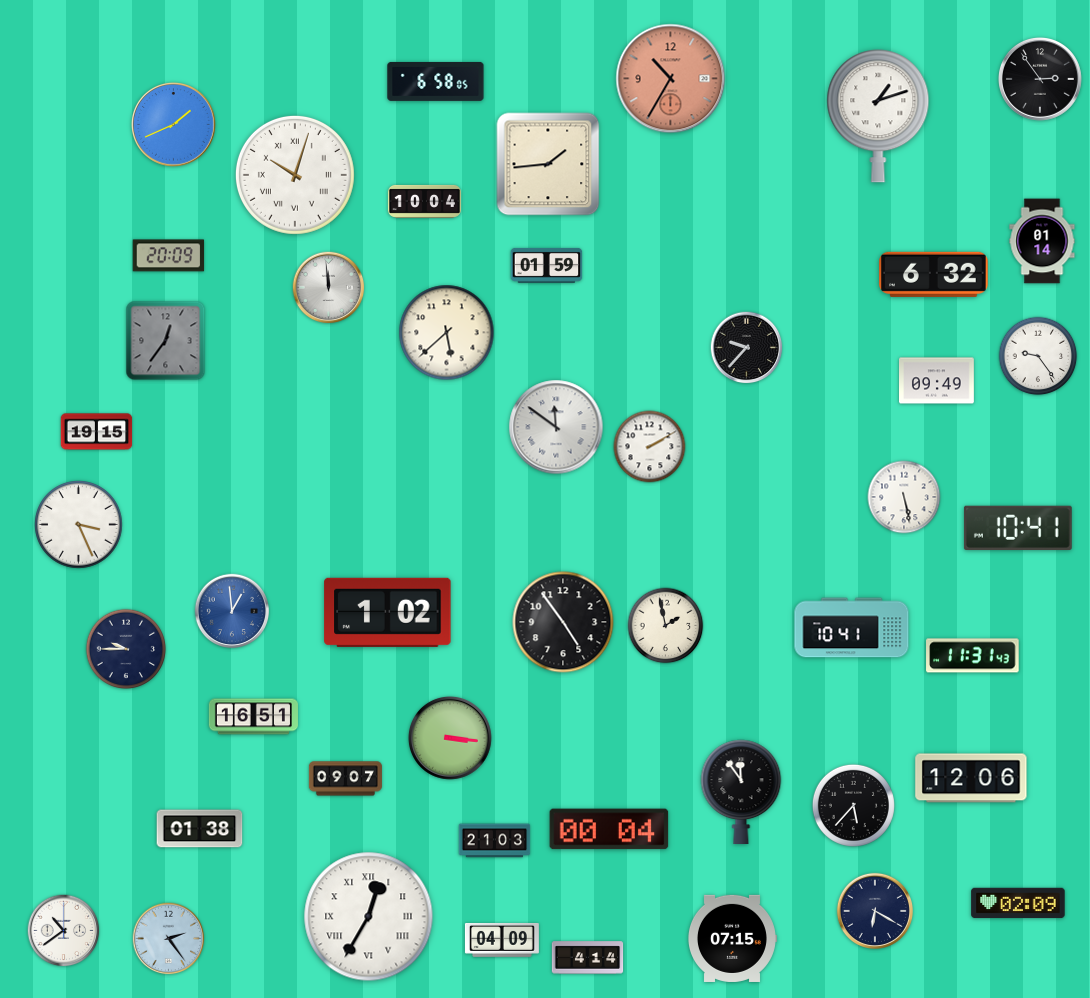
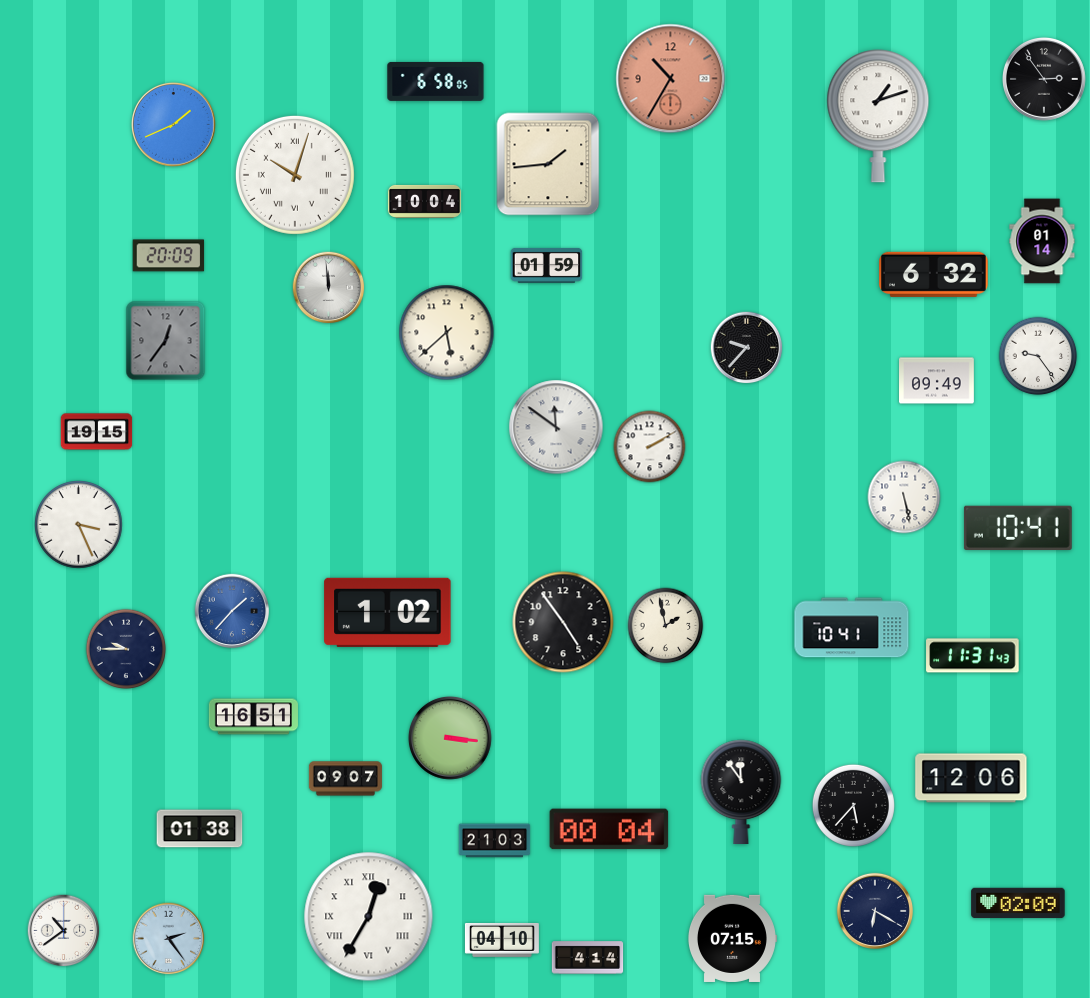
clock at (1040, 79) position: (1040, 79) -> (1044, 79)
clock at (232, 611): 12:59 -> 1:37
clock at (502, 940): 04:09 -> 04:10
